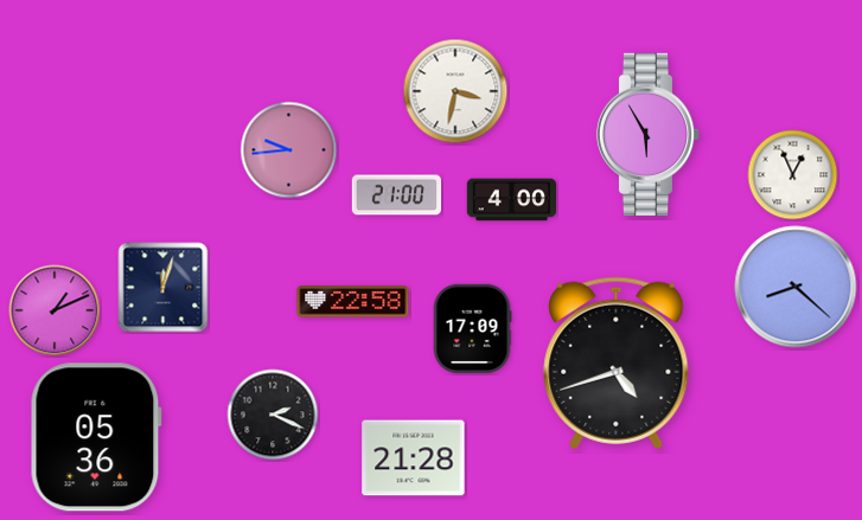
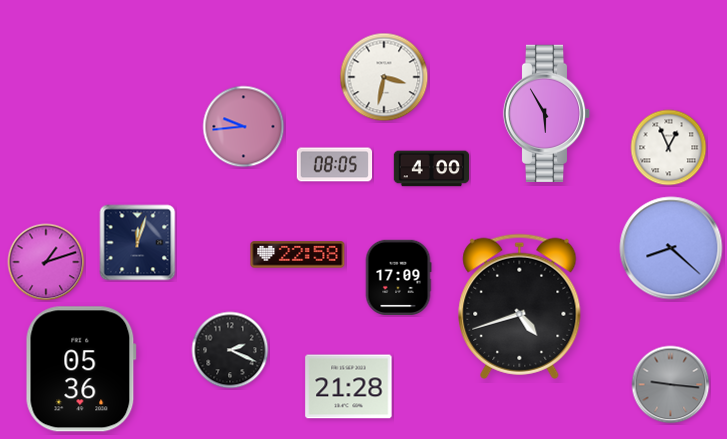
clock at (397, 195): 21:00 -> 08:05
clock at (796, 287) position: (796, 287) -> (671, 248)
clock at (55, 310): 1:11 -> 1:12
clock at (671, 385): none -> 9:16
